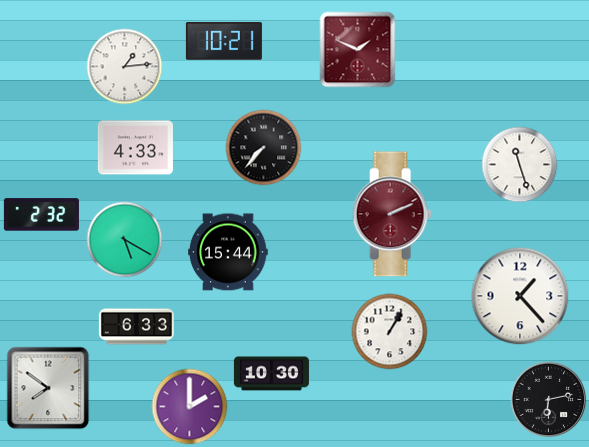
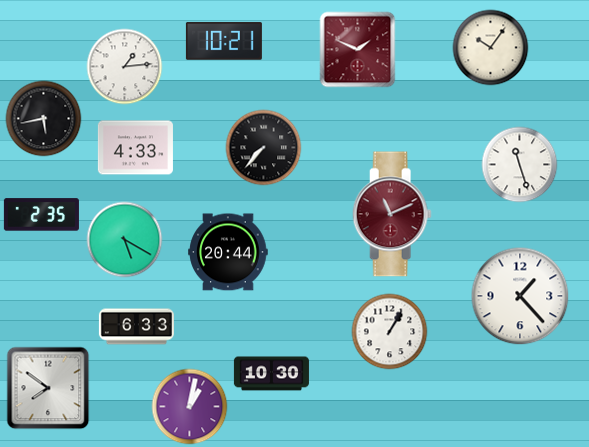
clock at (491, 48): none -> 10:06
clock at (44, 119): none -> 5:43
clock at (392, 214): 2:11 -> 11:11
clock at (41, 215): 2:32 -> 2:35
clock at (228, 252): 15:44 -> 20:44
clock at (549, 400): 6:13 -> none
clock at (190, 407): 2:00 -> 1:02
